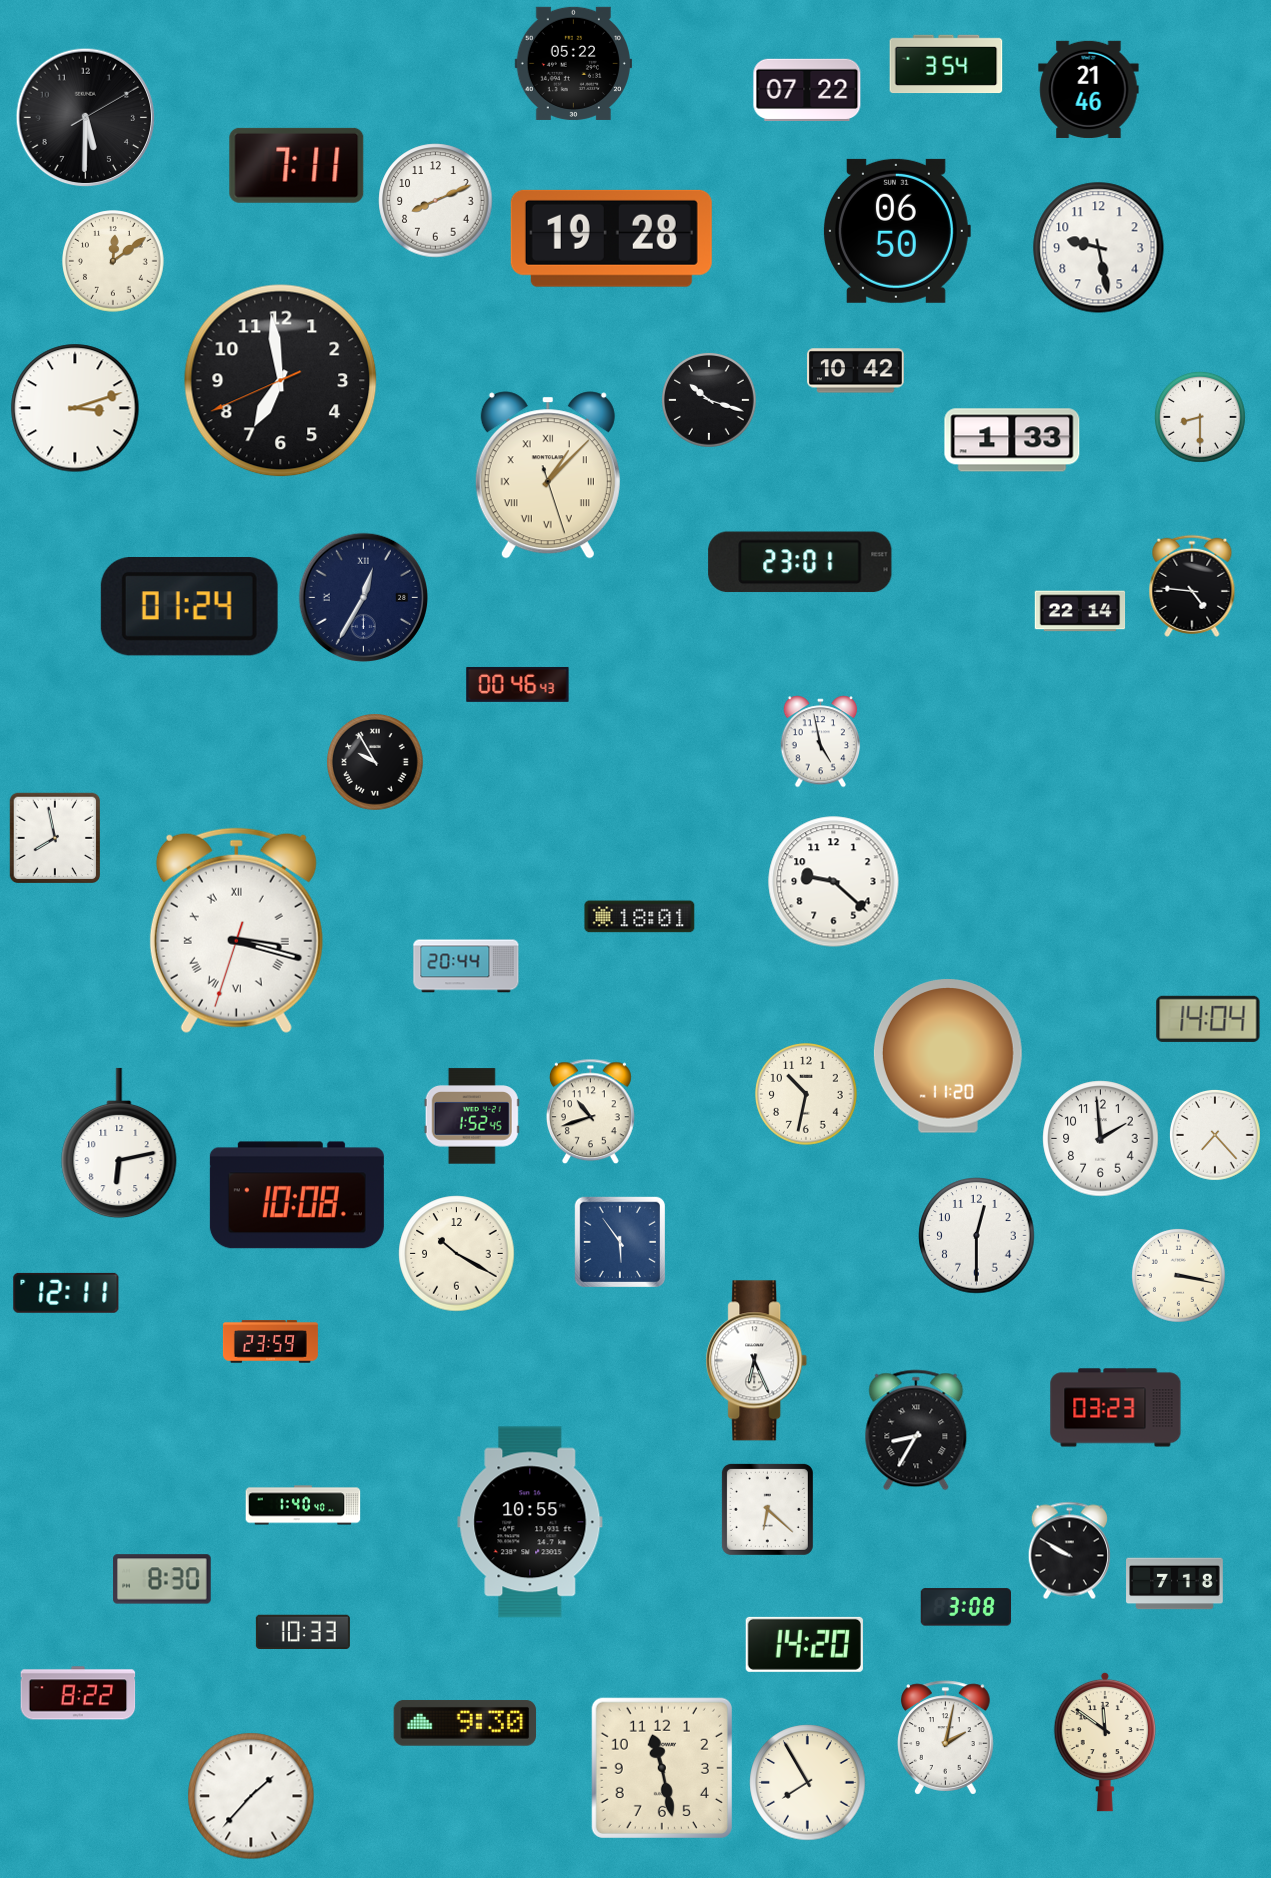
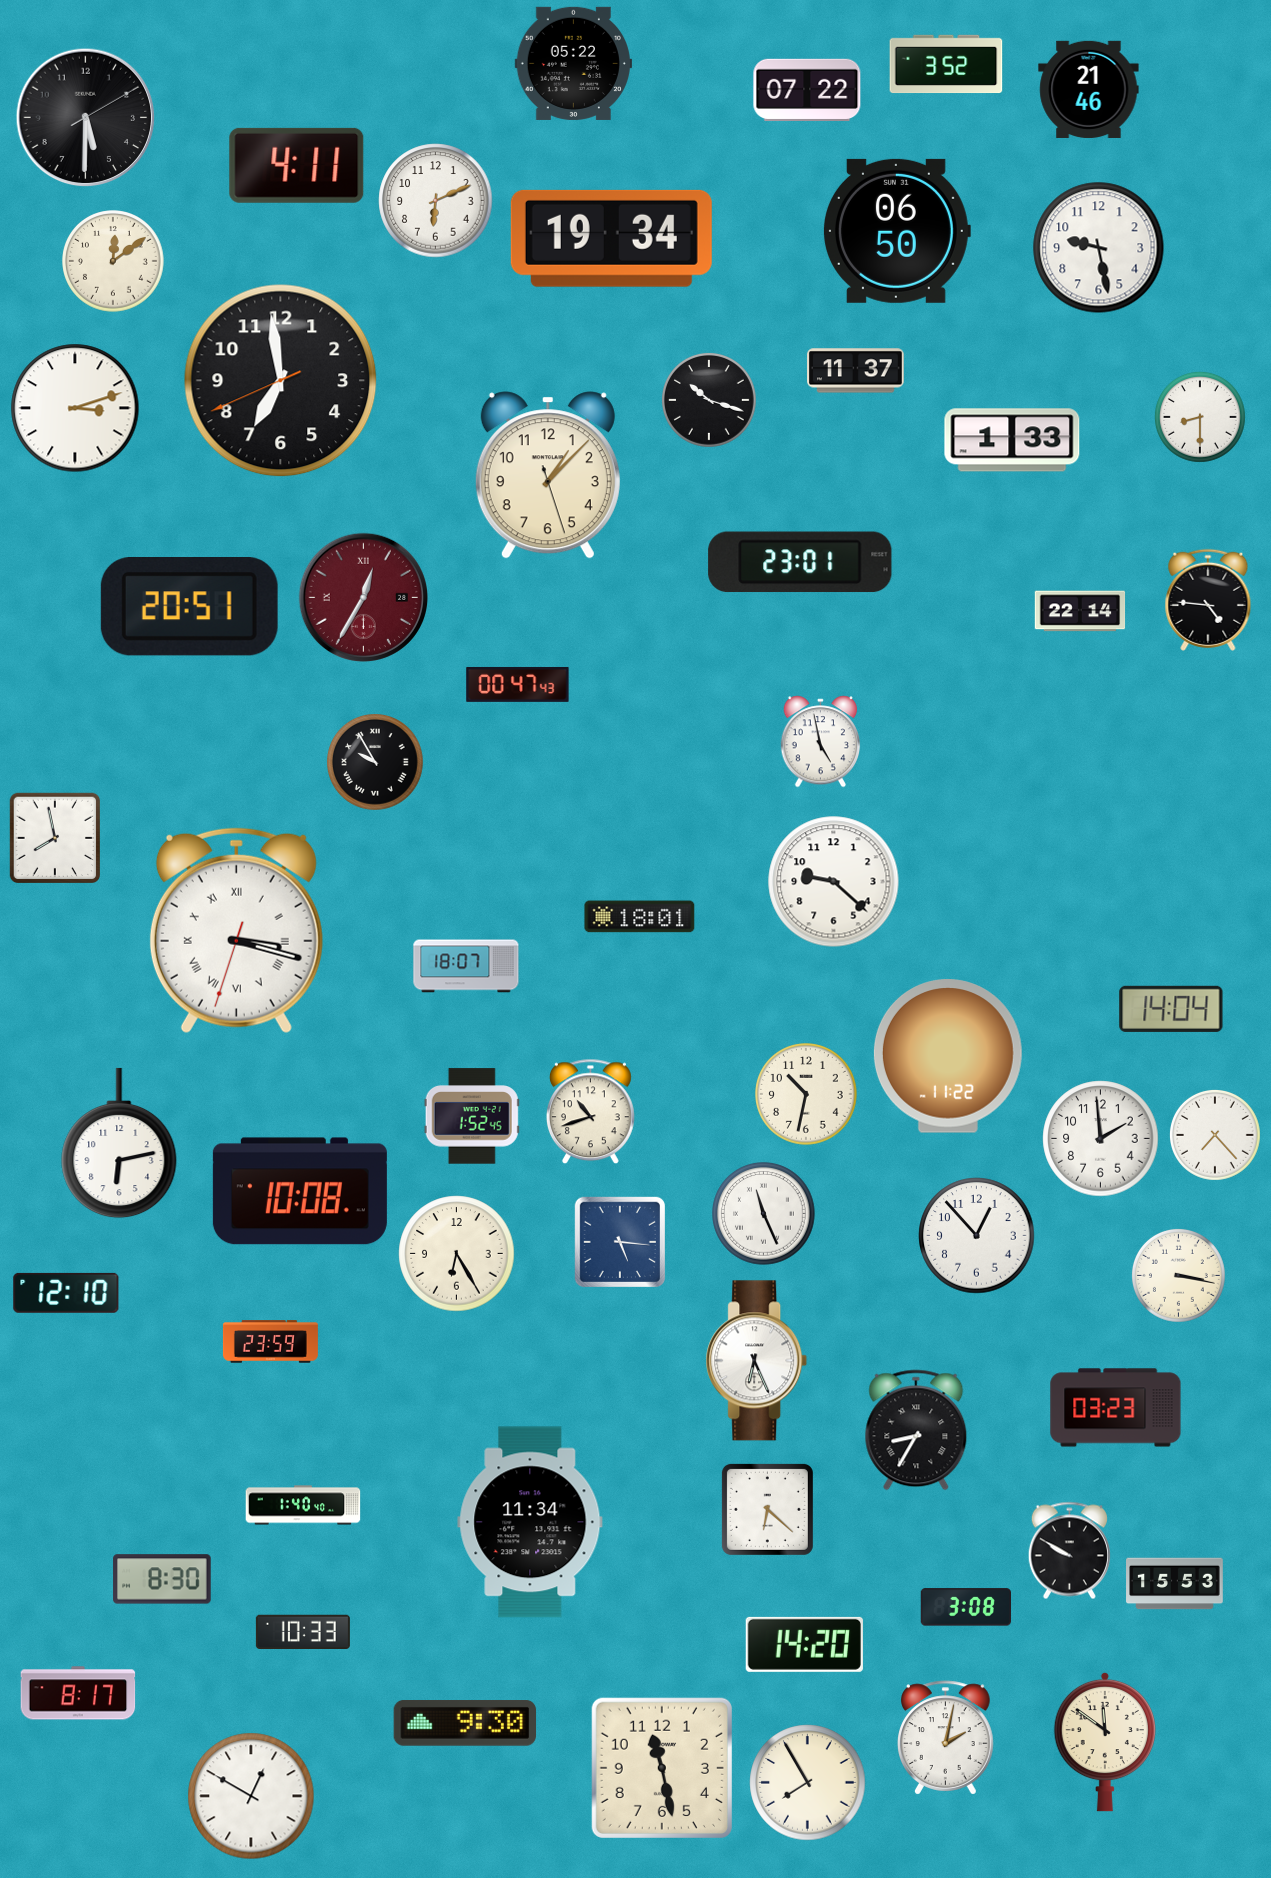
clock at (946, 64): 3:54 -> 3:52
clock at (297, 165): 7:11 -> 4:11
clock at (436, 201): 8:11 -> 6:11
clock at (611, 238): 19:28 -> 19:34
clock at (856, 371): 10:42 -> 11:37
clock at (548, 475) numerals: Roman -> Arabic
clock at (1192, 586) position: (1192, 586) -> (1208, 600)
clock at (363, 597) dial: navy -> burgundy
clock at (189, 607): 01:24 -> 20:51
clock at (518, 684): 00:46 -> 00:47
clock at (466, 966): 20:44 -> 18:07
clock at (1208, 1019) position: (1208, 1019) -> (1171, 1009)
clock at (948, 1056): 11:20 -> 11:22
clock at (297, 1195) position: (297, 1195) -> (300, 1191)
clock at (764, 1214): none -> 11:26
clock at (977, 1236): 12:30 -> 12:53
clock at (620, 1242): 5:54 -> 5:16
clock at (457, 1254): 10:20 -> 6:25
clock at (66, 1293): 12:11 -> 12:10
clock at (530, 1522): 10:55 -> 11:34
clock at (1175, 1584): 7:18 -> 15:53
clock at (78, 1693): 8:22 -> 8:17
clock at (251, 1796): 1:37 -> 12:50
